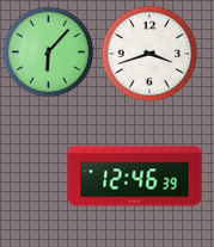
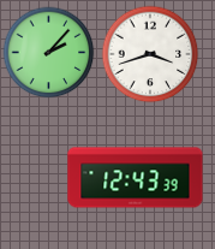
clock at (49, 53): 6:07 -> 2:07
clock at (135, 177): 12:46 -> 12:43
